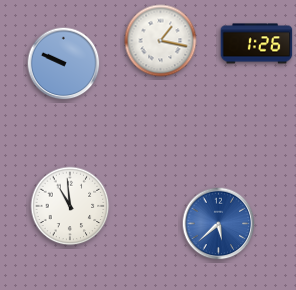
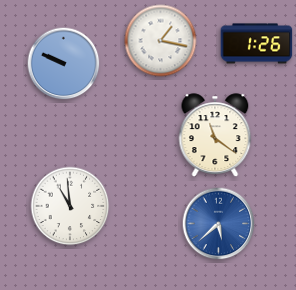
clock at (215, 135): none -> 11:21
